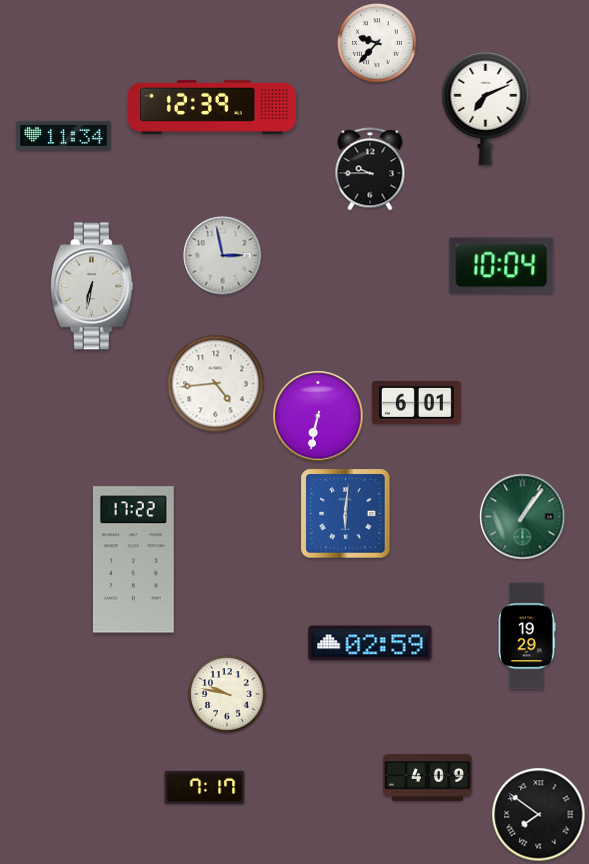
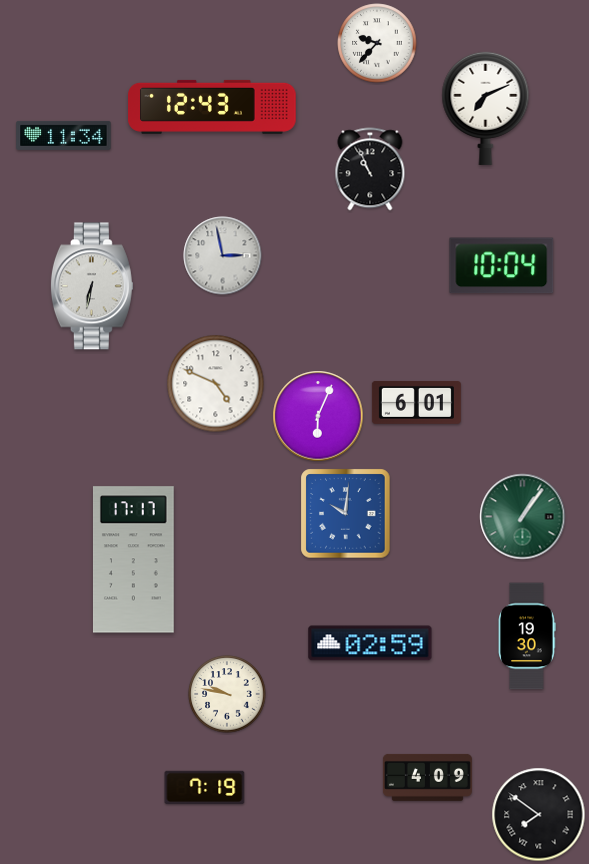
clock at (212, 107): 12:39 -> 12:43
clock at (370, 169): 9:45 -> 10:56
clock at (216, 384): 4:44 -> 4:49
clock at (318, 416): 6:32 -> 6:04
clock at (346, 514): 6:01 -> 10:01
clock at (133, 560): 17:22 -> 17:17
clock at (527, 636): 19:29 -> 19:30
clock at (205, 787): 7:17 -> 7:19
